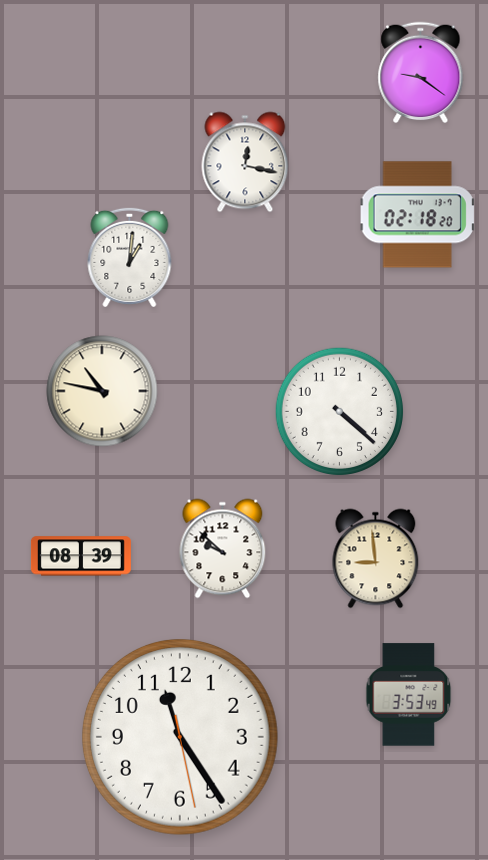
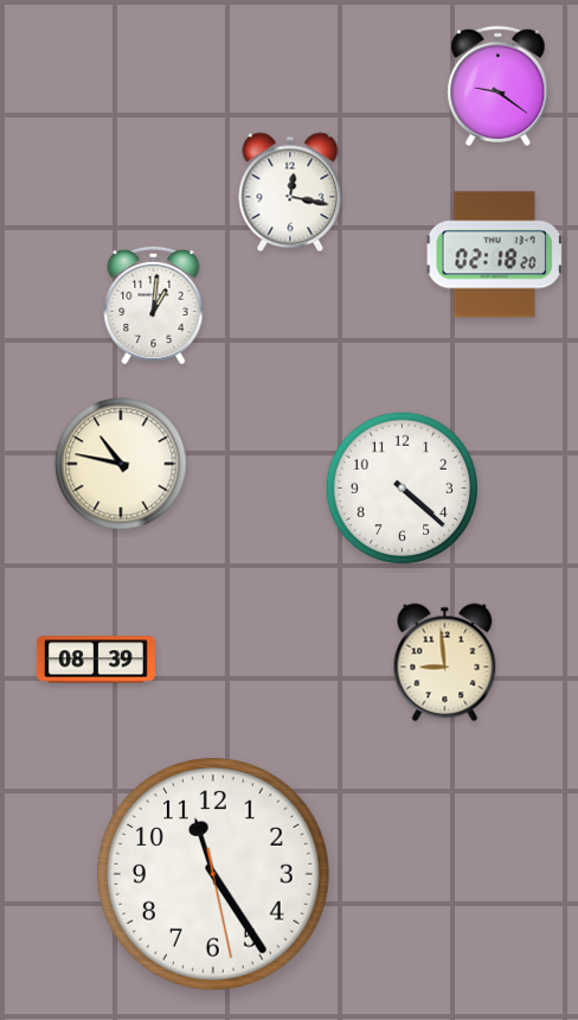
clock at (223, 549): 9:52 -> none
clock at (409, 695): 3:53 -> none
